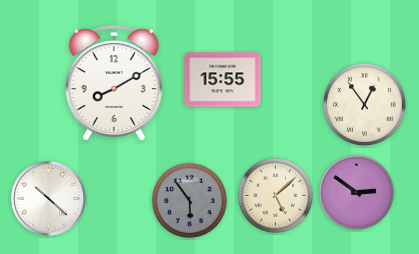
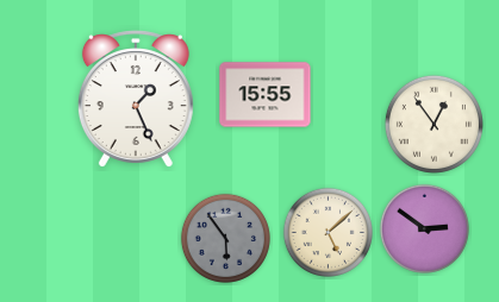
clock at (114, 83): 8:10 -> 1:26
clock at (49, 199): 10:22 -> none
